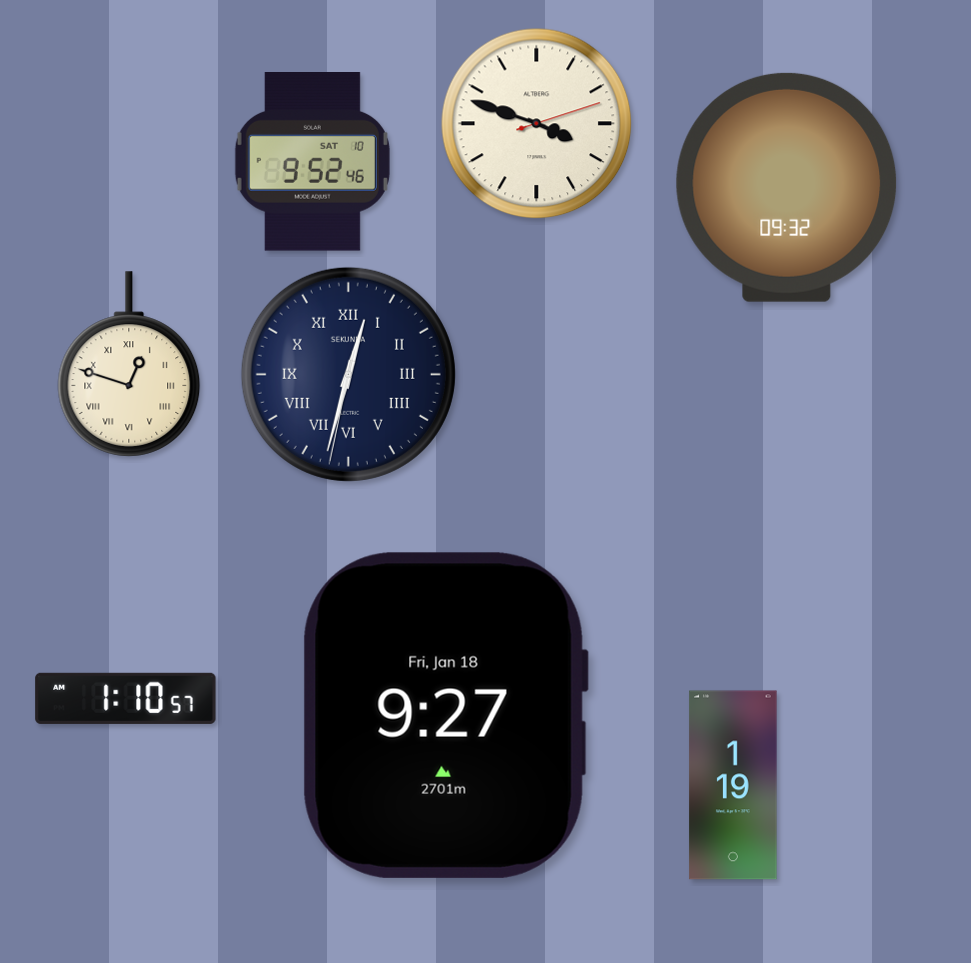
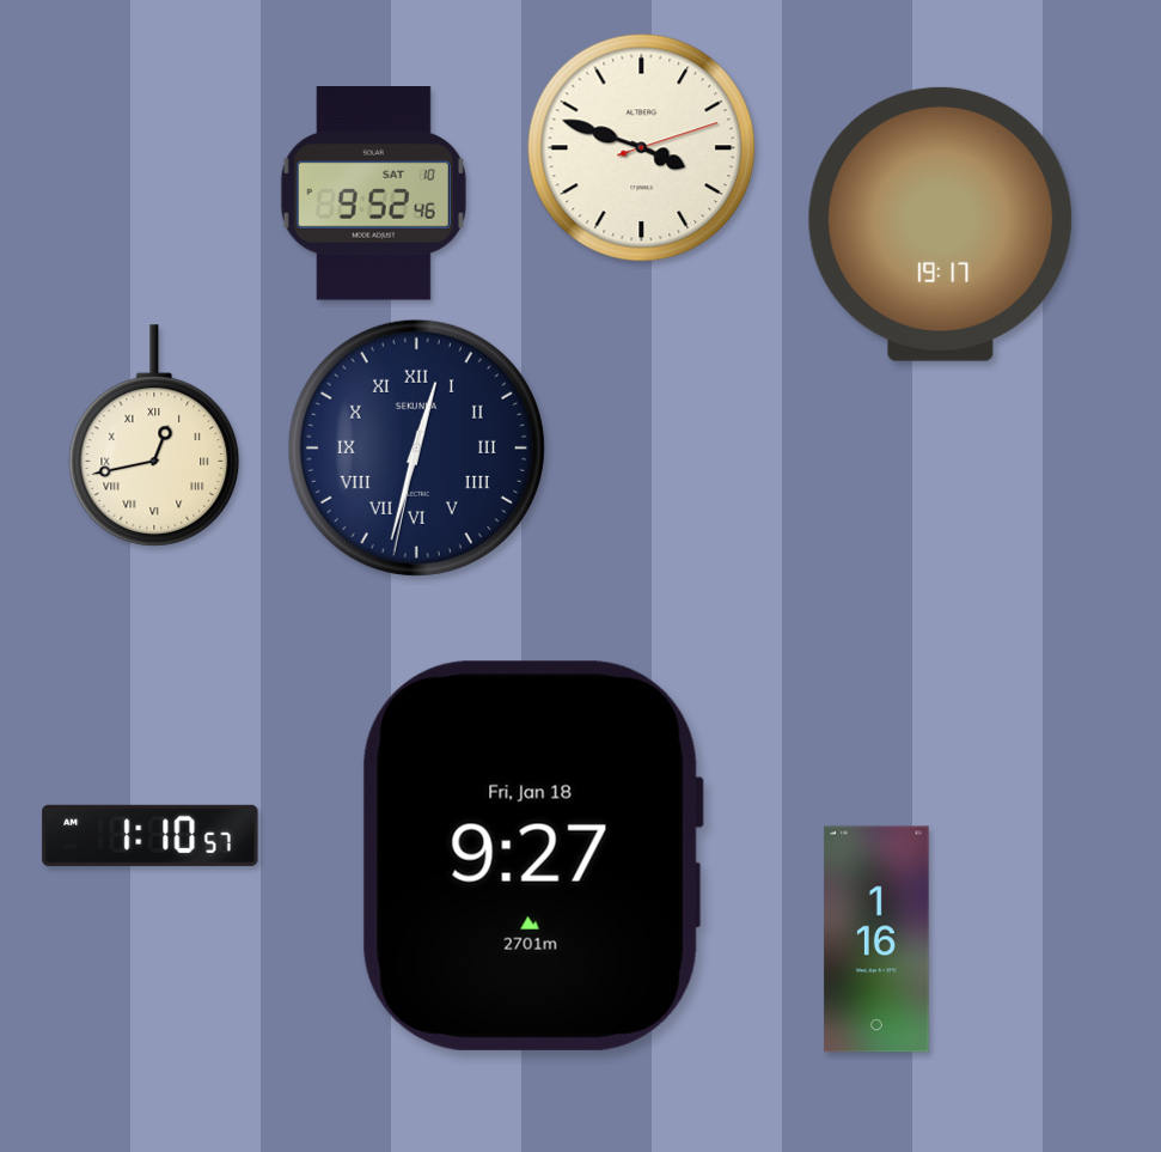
clock at (787, 187): 09:32 -> 19:17
clock at (129, 364): 12:48 -> 12:43
clock at (733, 785): 1:19 -> 1:16
